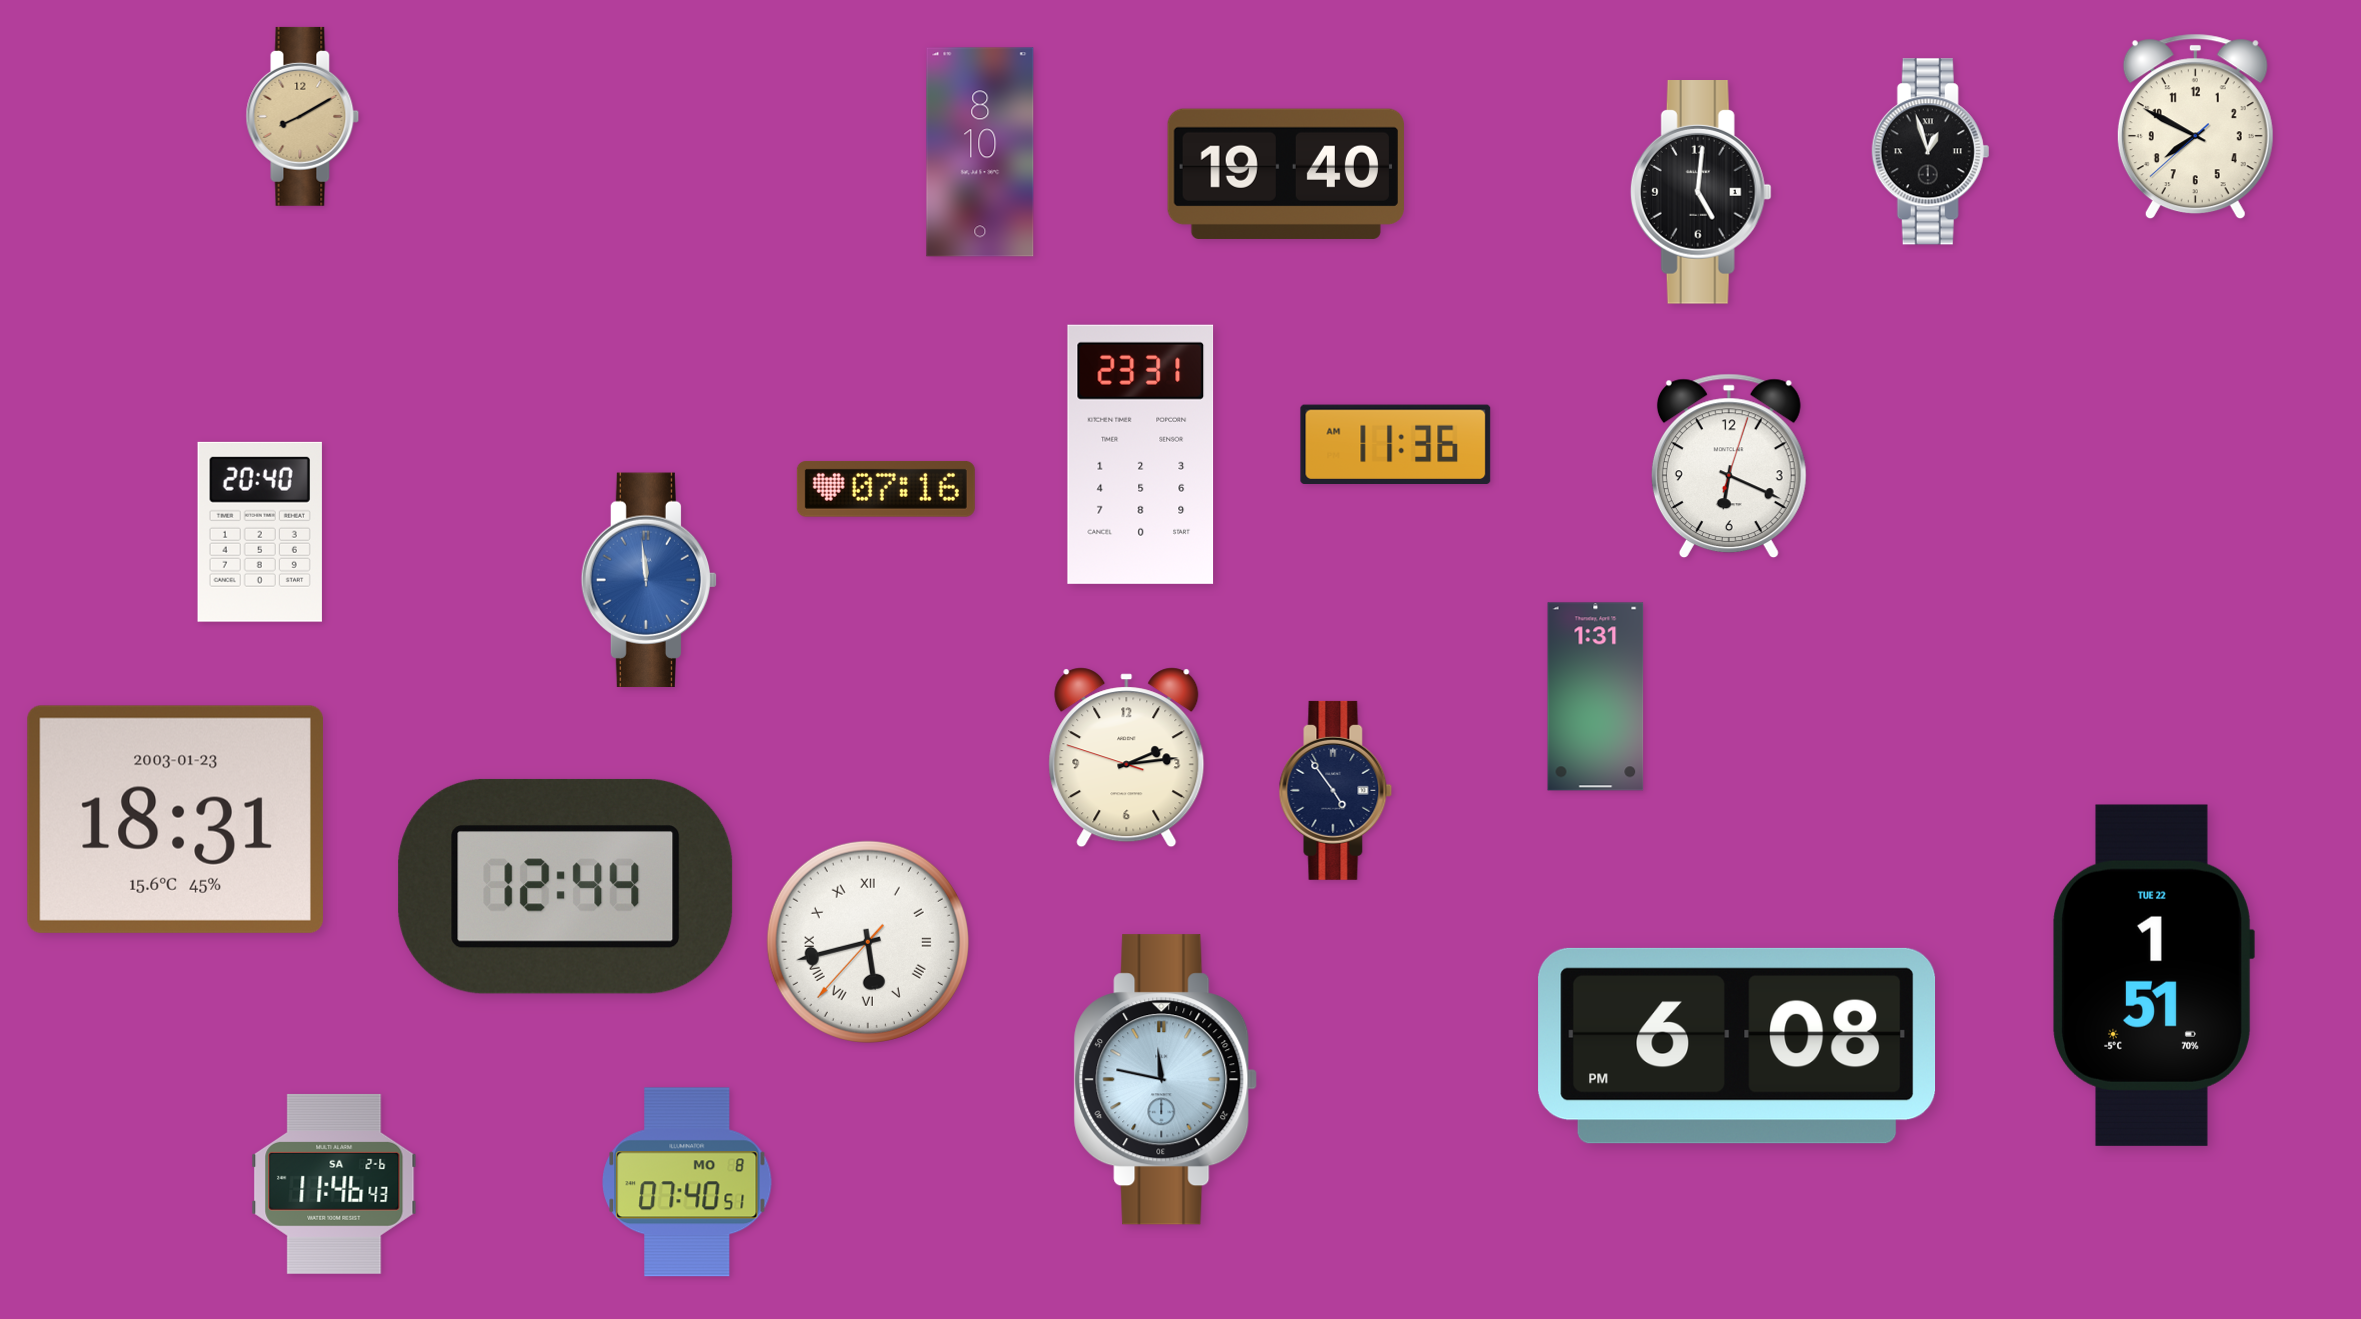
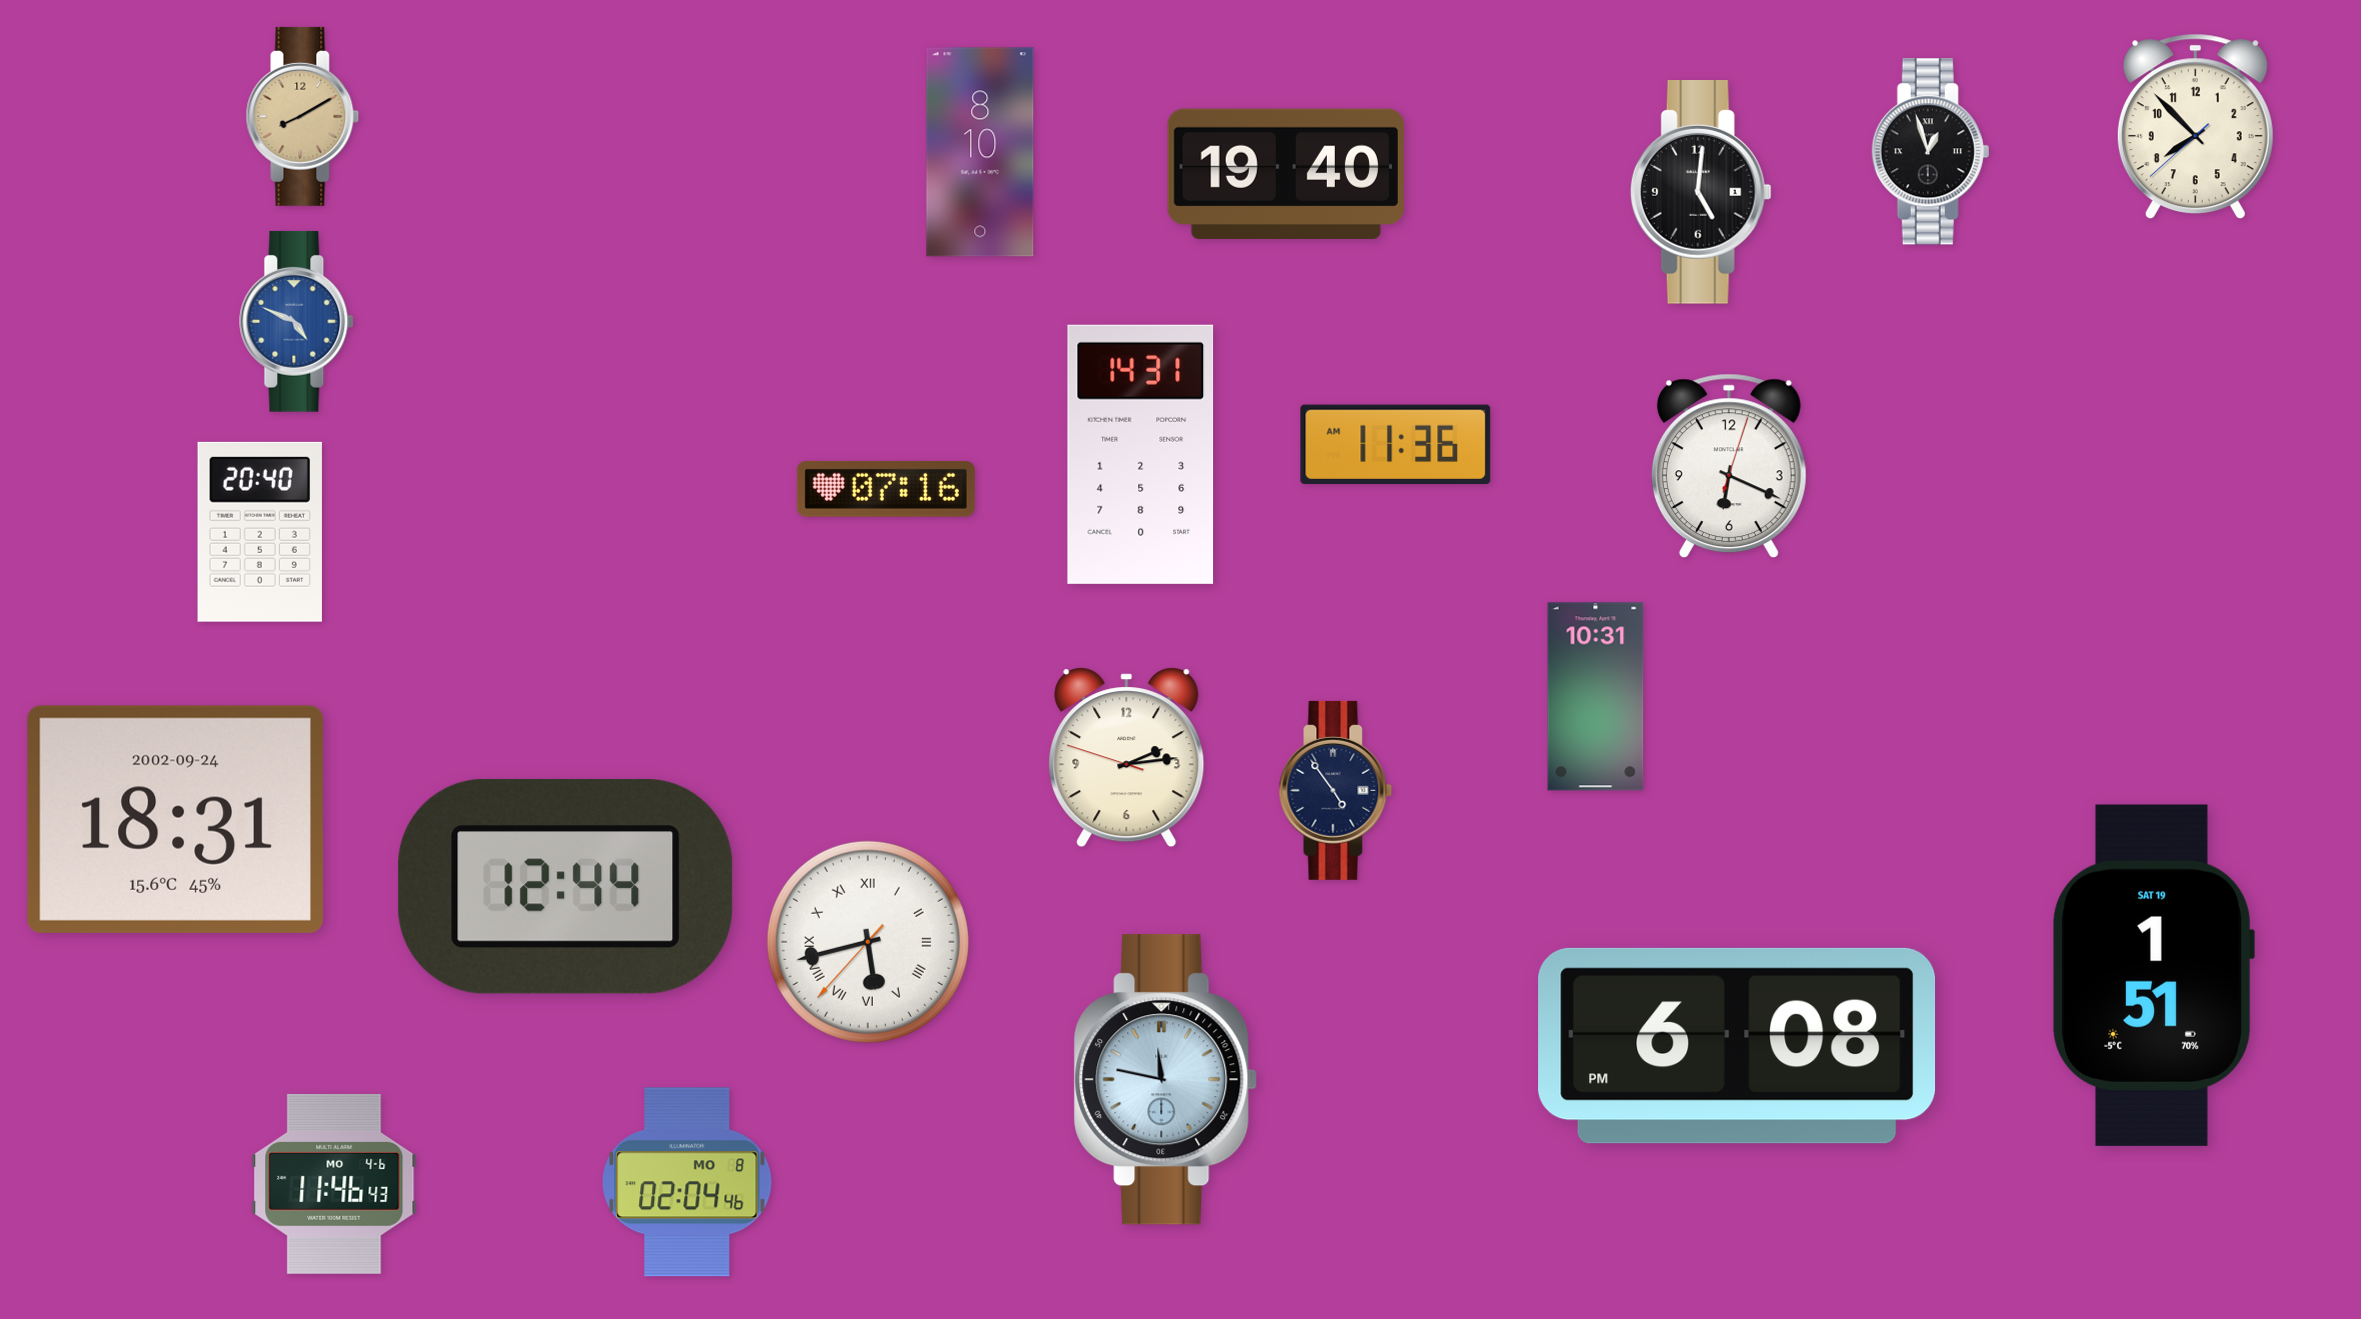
clock at (2195, 127): 7:49 -> 7:52
clock at (297, 321): none -> 4:49
clock at (1141, 454): 23:31 -> 14:31
clock at (648, 580): 11:59 -> none
clock at (1596, 697): 1:31 -> 10:31
clock at (175, 819) date: 2003-01-23 -> 2002-09-24
clock at (2153, 975) date: TUE 22 -> SAT 19
clock at (687, 1182): 07:40 -> 02:04
clock at (334, 1184) date: SA 2-6 -> MO 4-6
